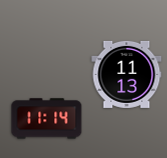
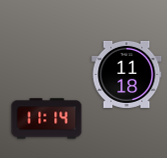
clock at (127, 74): 11:13 -> 11:18
